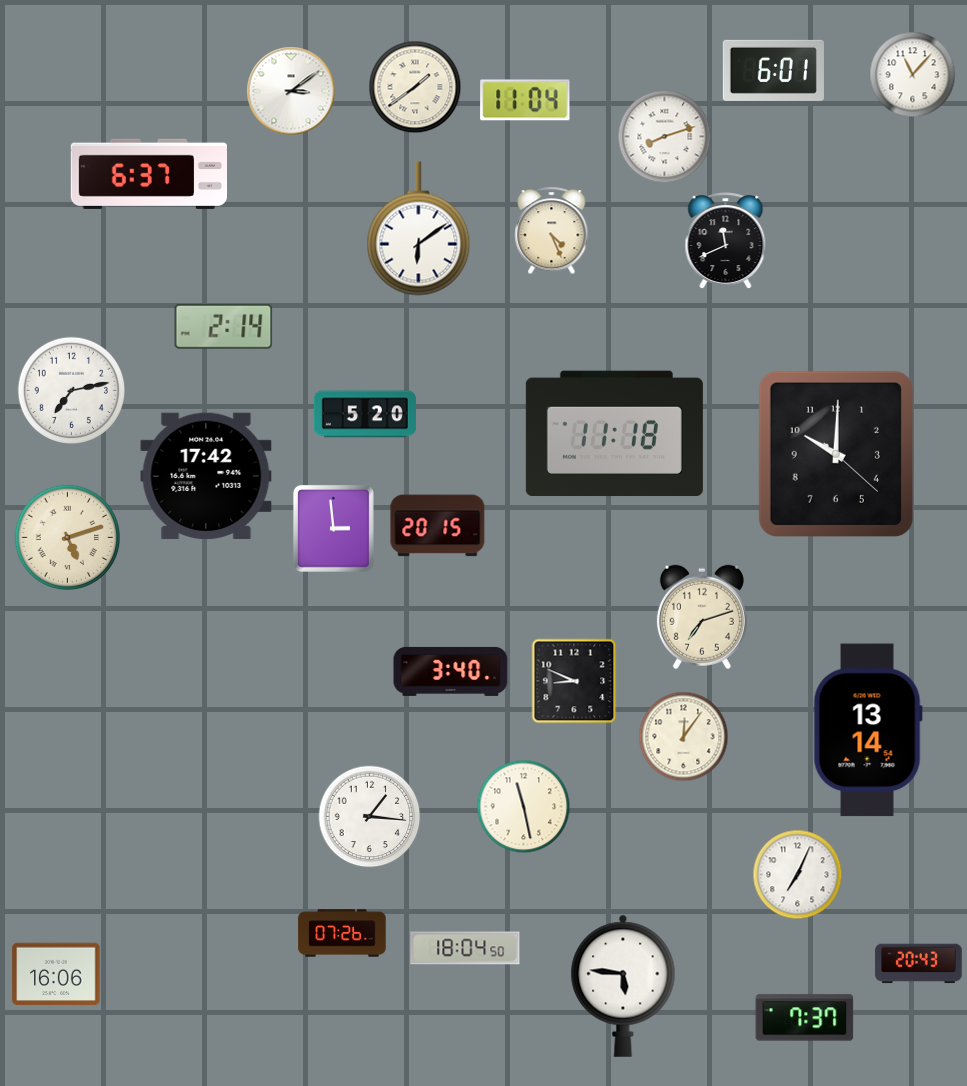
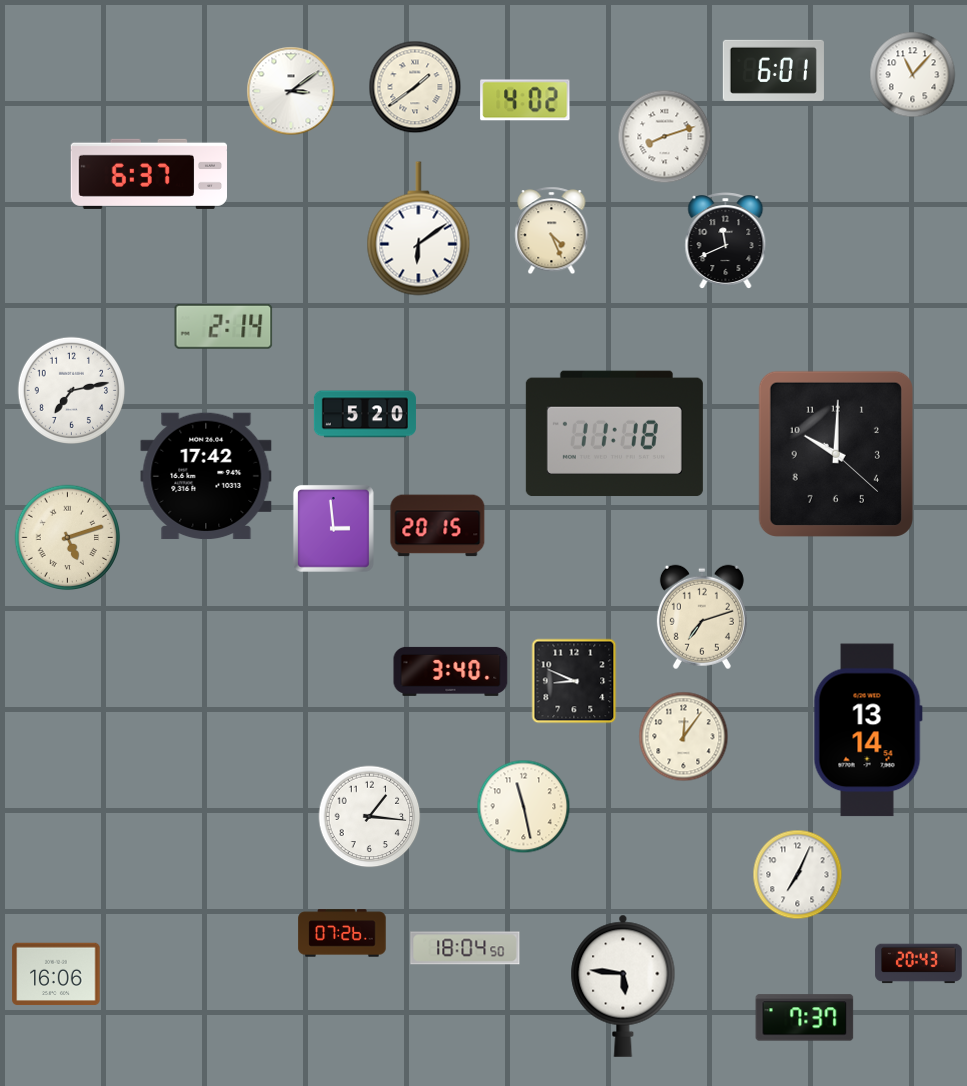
clock at (525, 100): 11:04 -> 4:02
